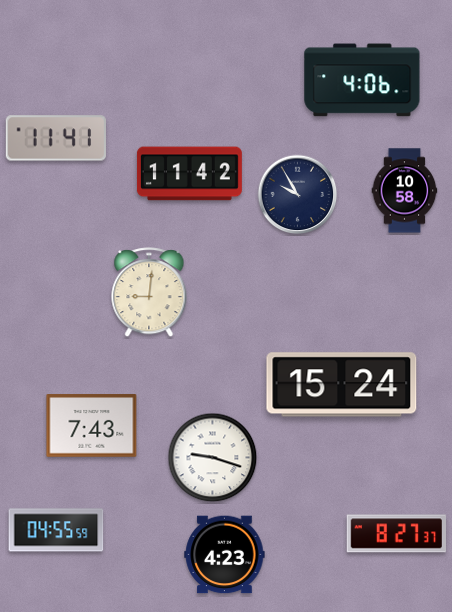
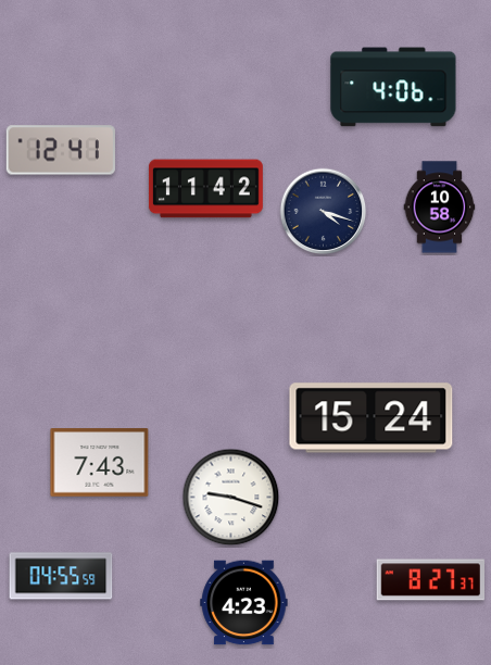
clock at (56, 138): 11:41 -> 12:41
clock at (298, 195): 9:55 -> 4:18
clock at (149, 293): 9:01 -> none
